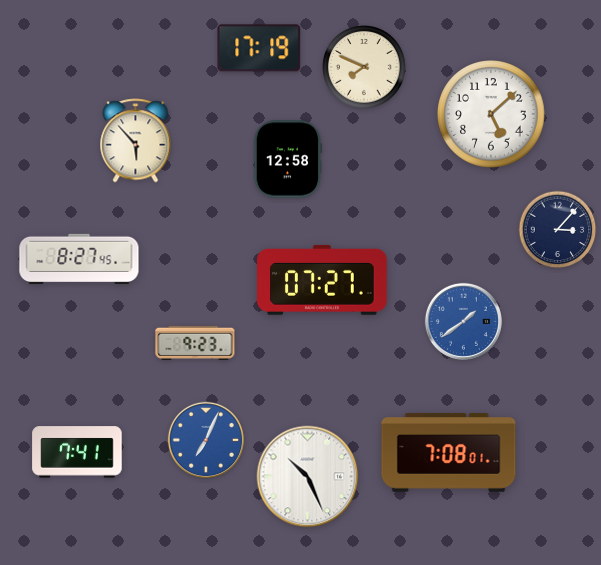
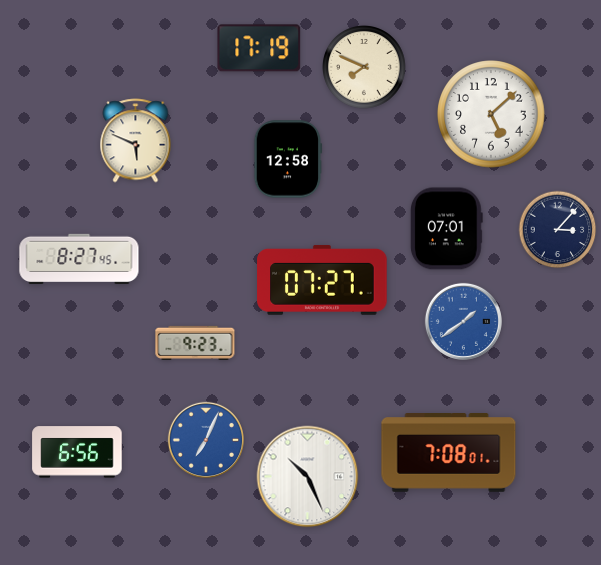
clock at (136, 141): 5:53 -> 5:49
clock at (447, 229): none -> 07:01
clock at (77, 452): 7:41 -> 6:56
